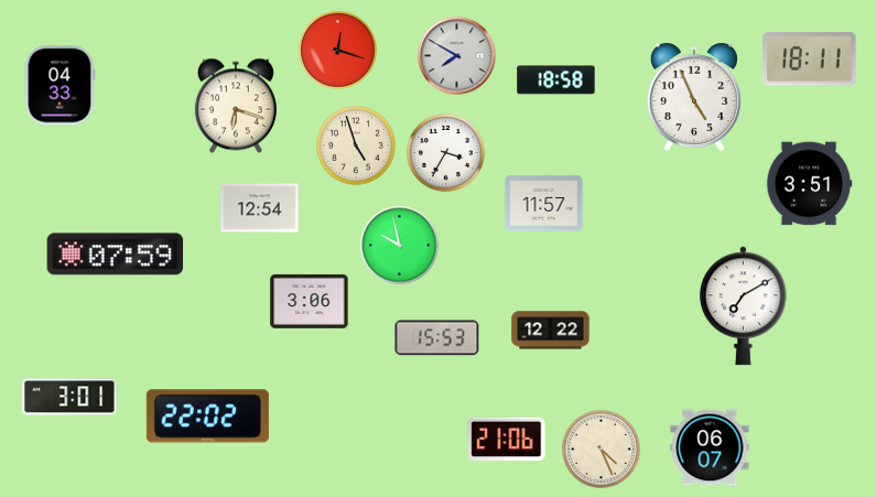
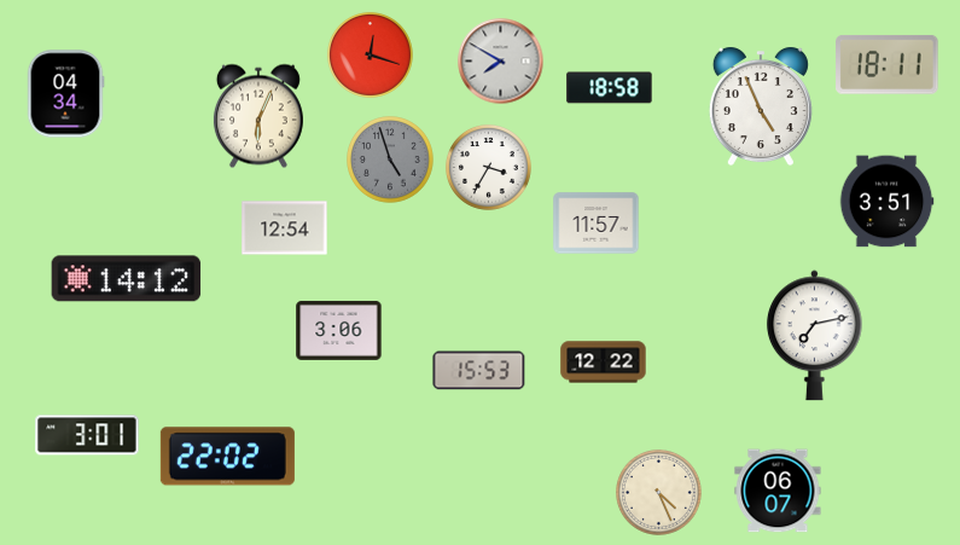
clock at (60, 86): 04:33 -> 04:34
clock at (236, 106): 6:18 -> 6:04
clock at (357, 147) dial: cream -> grey
clock at (400, 246): 9:58 -> none
clock at (116, 255): 07:59 -> 14:12
clock at (743, 306): 7:10 -> 7:13
clock at (69, 397) position: (69, 397) -> (87, 435)
clock at (507, 440): 21:06 -> none
